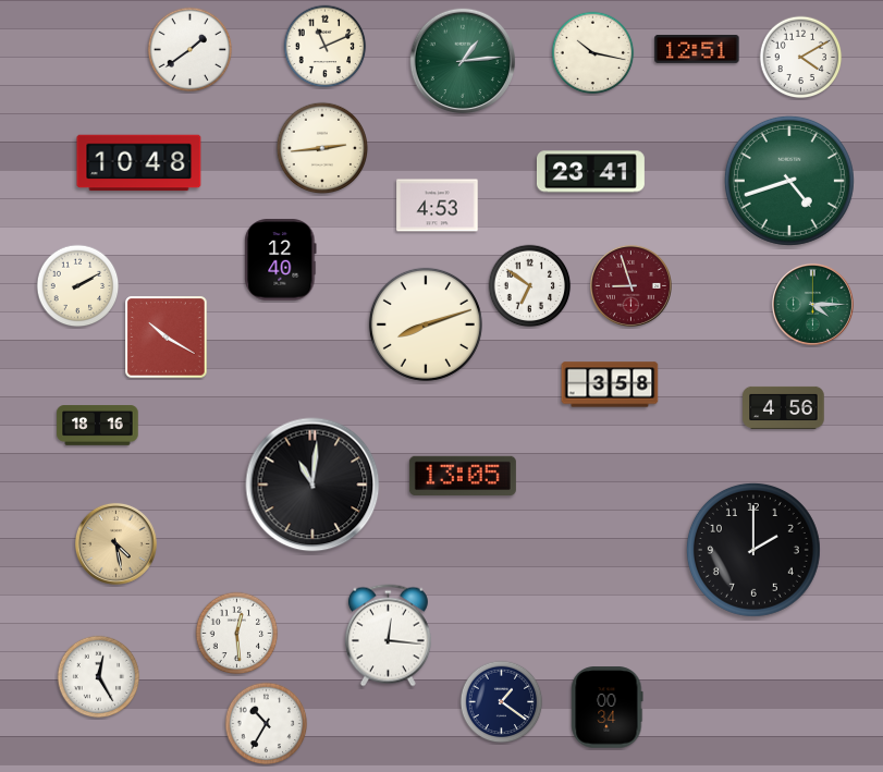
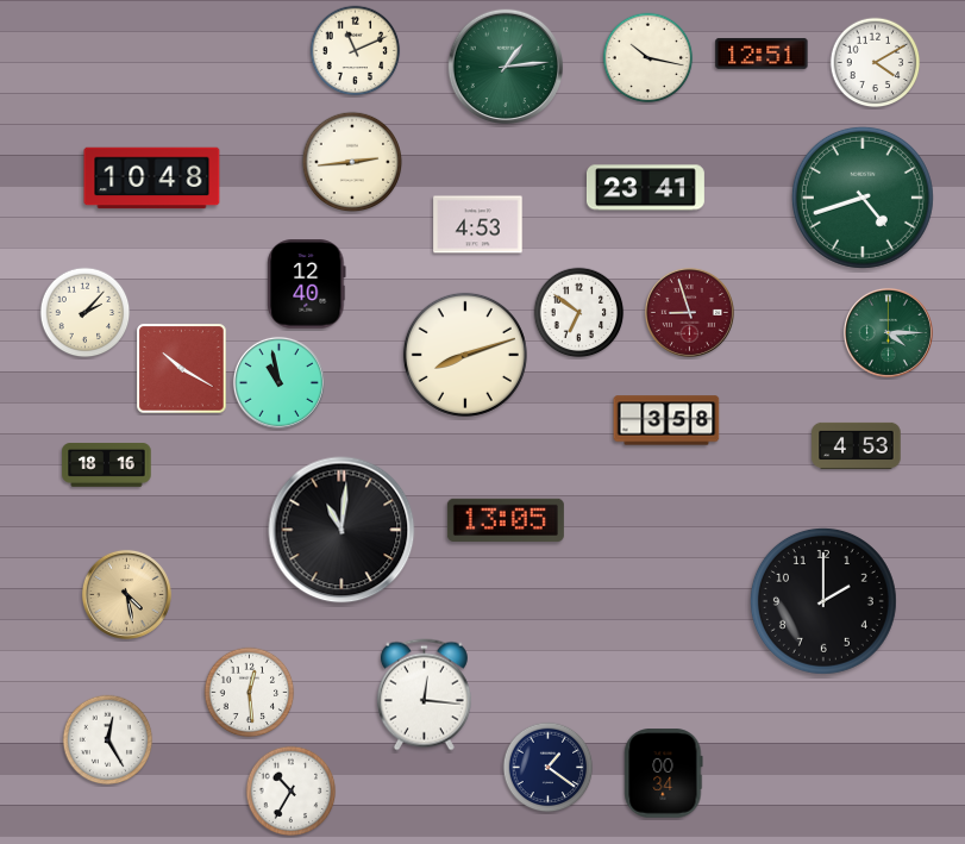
clock at (191, 50): 1:39 -> none
clock at (78, 286): 2:10 -> 2:07
clock at (278, 382): none -> 10:58
clock at (784, 407): 4:56 -> 4:53
clock at (237, 634) position: (237, 634) -> (250, 693)
